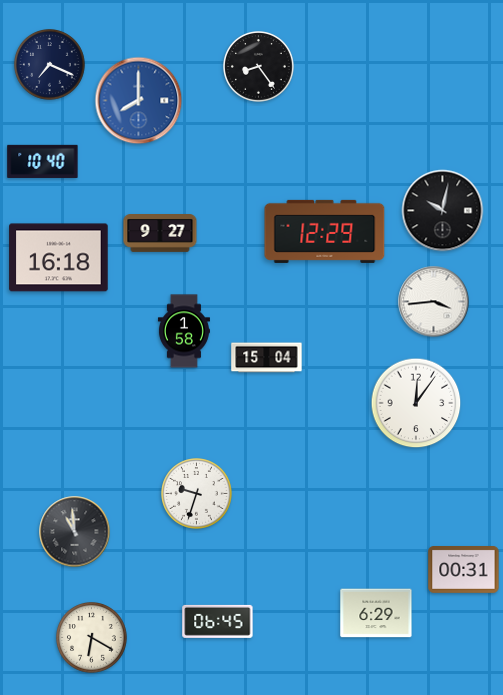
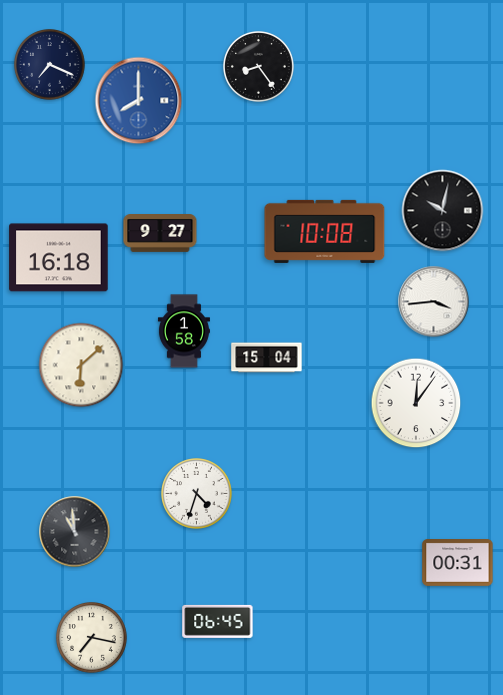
clock at (43, 161): 10:40 -> none
clock at (325, 231): 12:29 -> 10:08
clock at (81, 365): none -> 6:08
clock at (197, 494): 9:33 -> 4:33
clock at (464, 570) position: (464, 570) -> (458, 563)
clock at (376, 613): 6:29 -> none
clock at (92, 638): 6:20 -> 7:17
